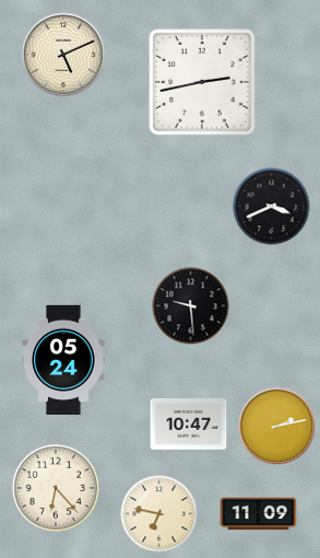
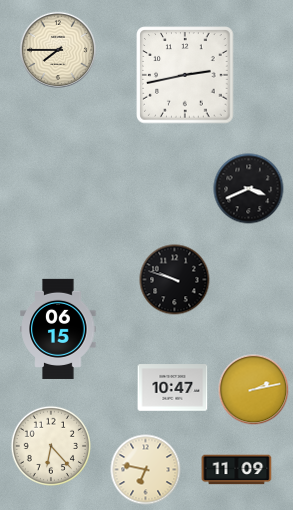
clock at (62, 54): 5:11 -> 7:45
clock at (191, 306): 9:29 -> 9:48
clock at (63, 360): 05:24 -> 06:15
